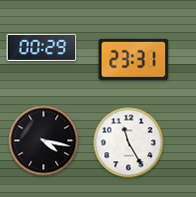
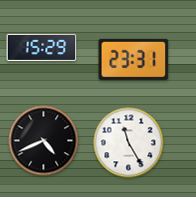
clock at (42, 47): 00:29 -> 15:29
clock at (44, 141): 4:17 -> 4:41
